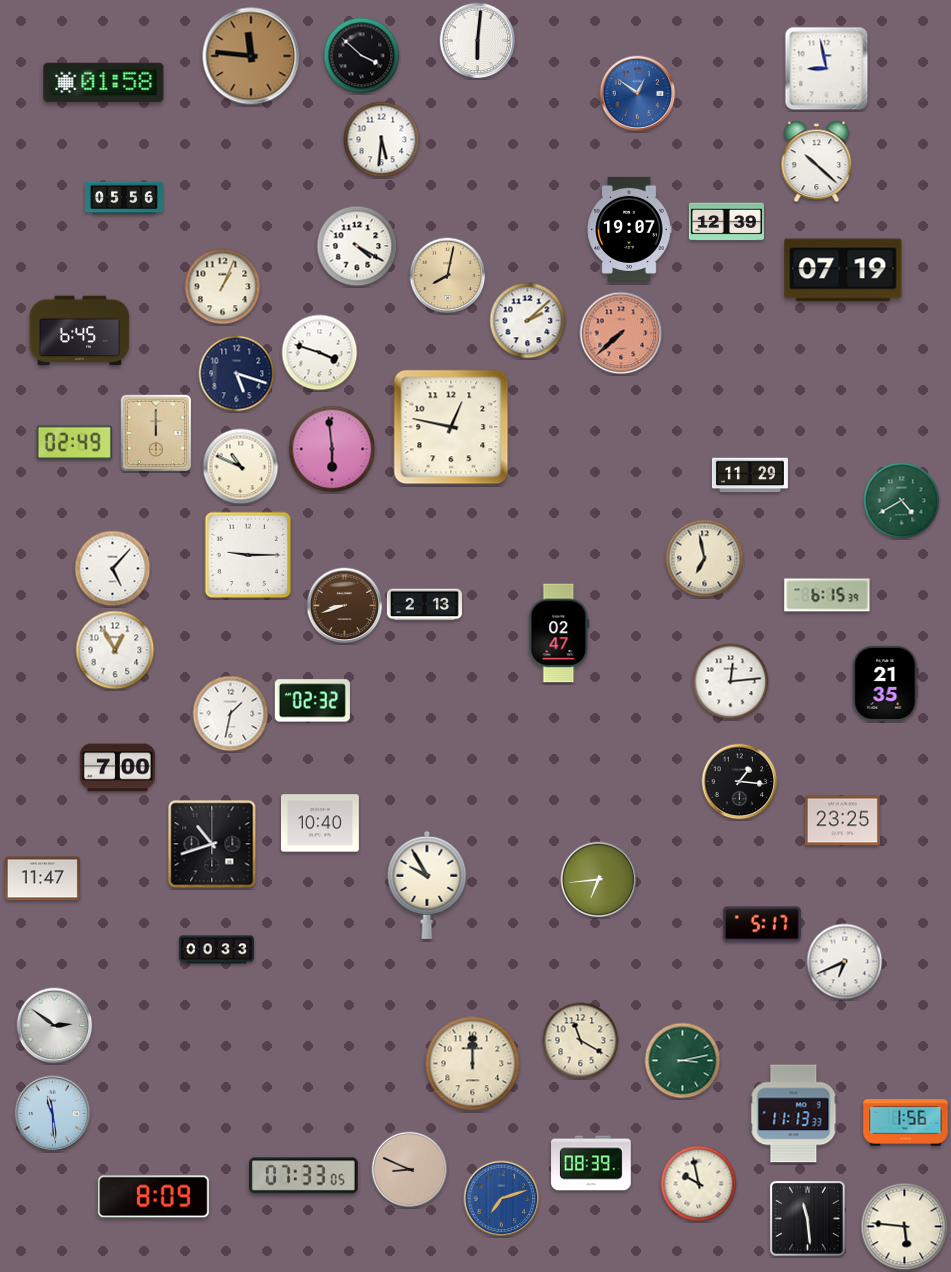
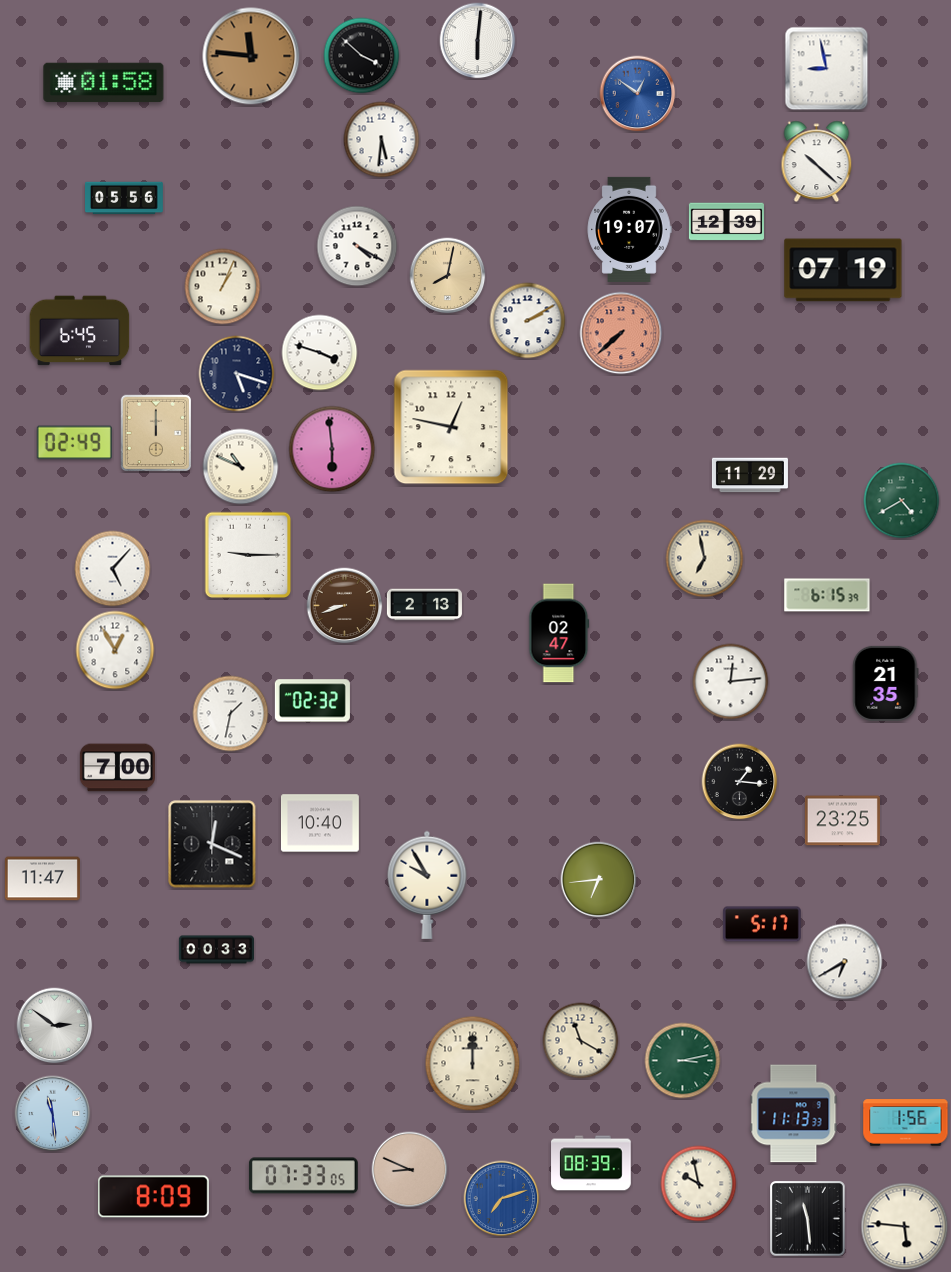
clock at (528, 321): 2:08 -> 2:10
clock at (212, 844): 10:42 -> 12:19
clock at (845, 962): 6:41 -> 6:40
